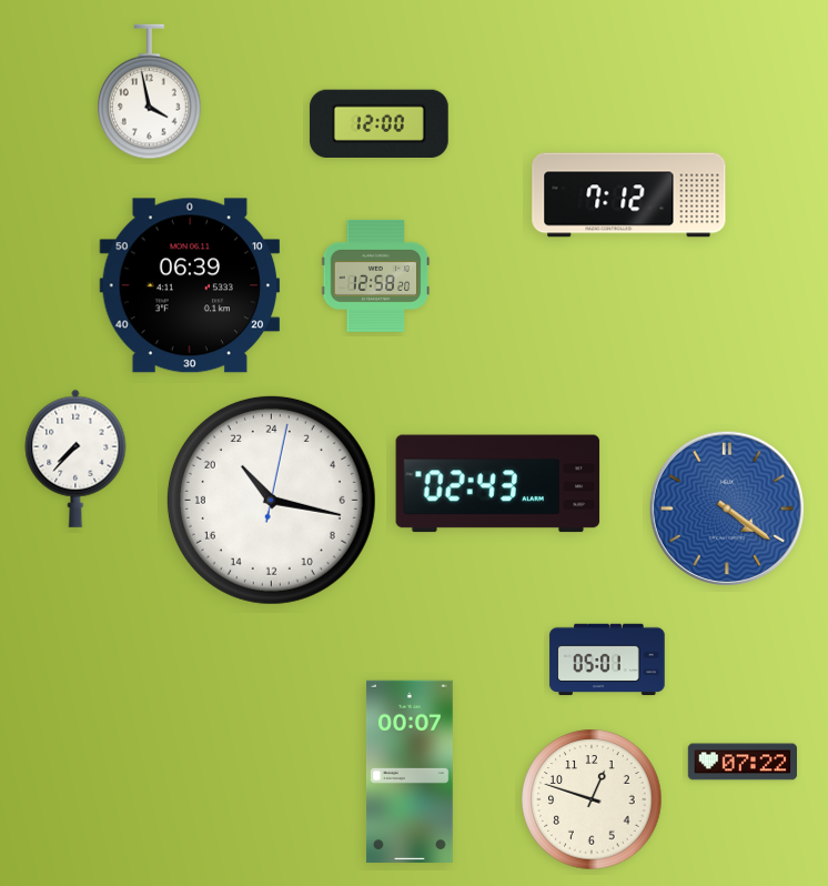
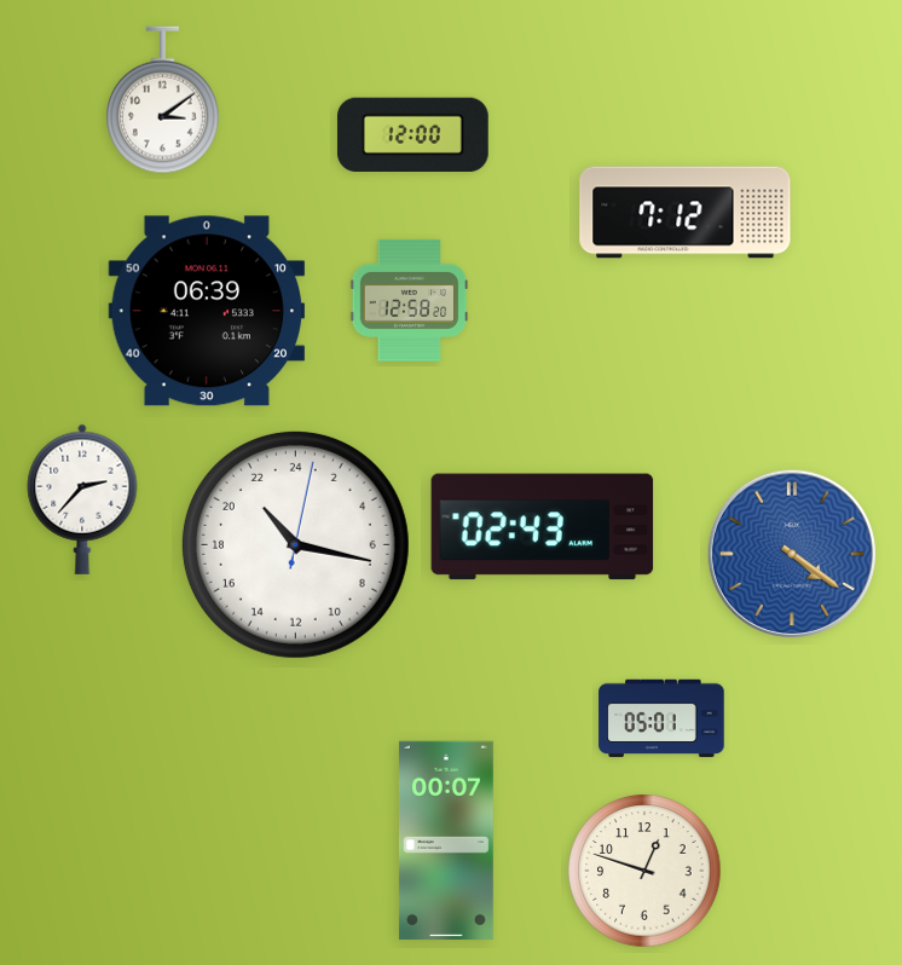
clock at (150, 92): 3:58 -> 3:09
clock at (75, 459): 7:37 -> 2:37
clock at (743, 762): 07:22 -> none
